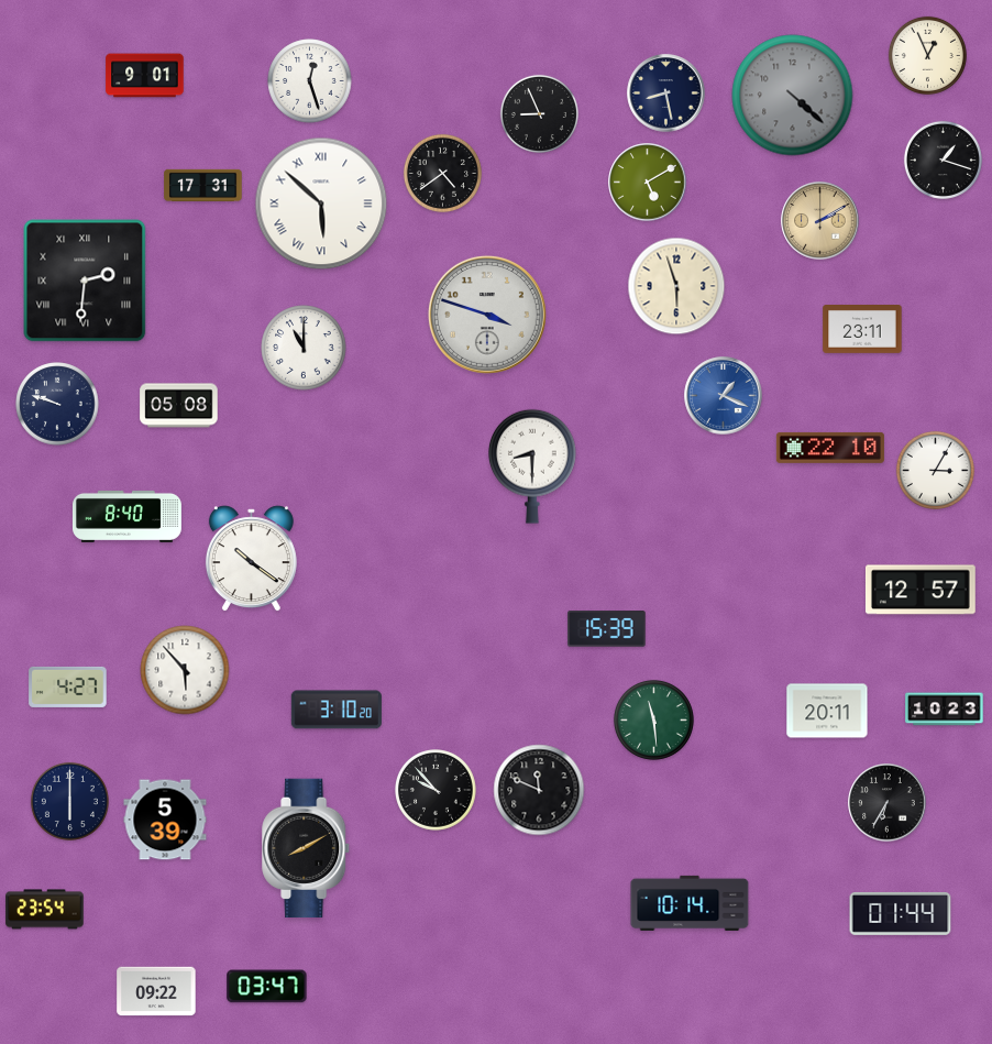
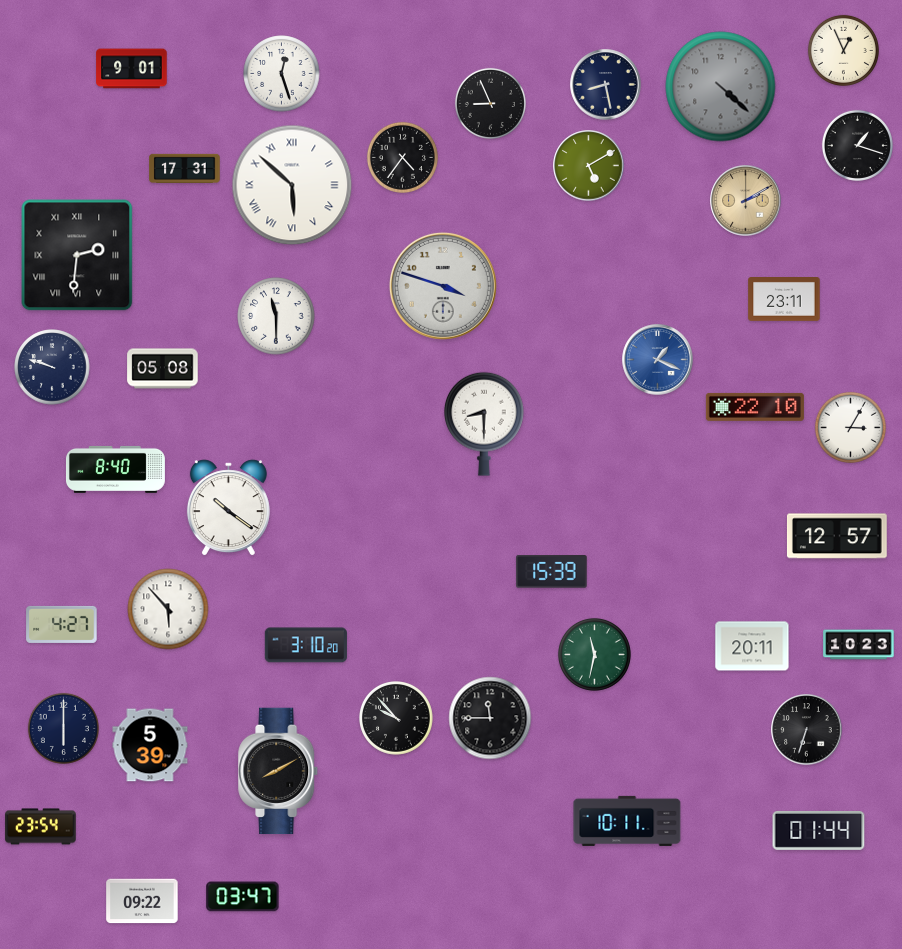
clock at (442, 173): 4:39 -> 4:36
clock at (676, 286): 5:57 -> none
clock at (304, 348): 11:00 -> 11:30
clock at (653, 719): 11:29 -> 11:32
clock at (539, 790): 11:49 -> 11:45
clock at (888, 803): 6:35 -> 6:33
clock at (690, 903): 10:14 -> 10:11
